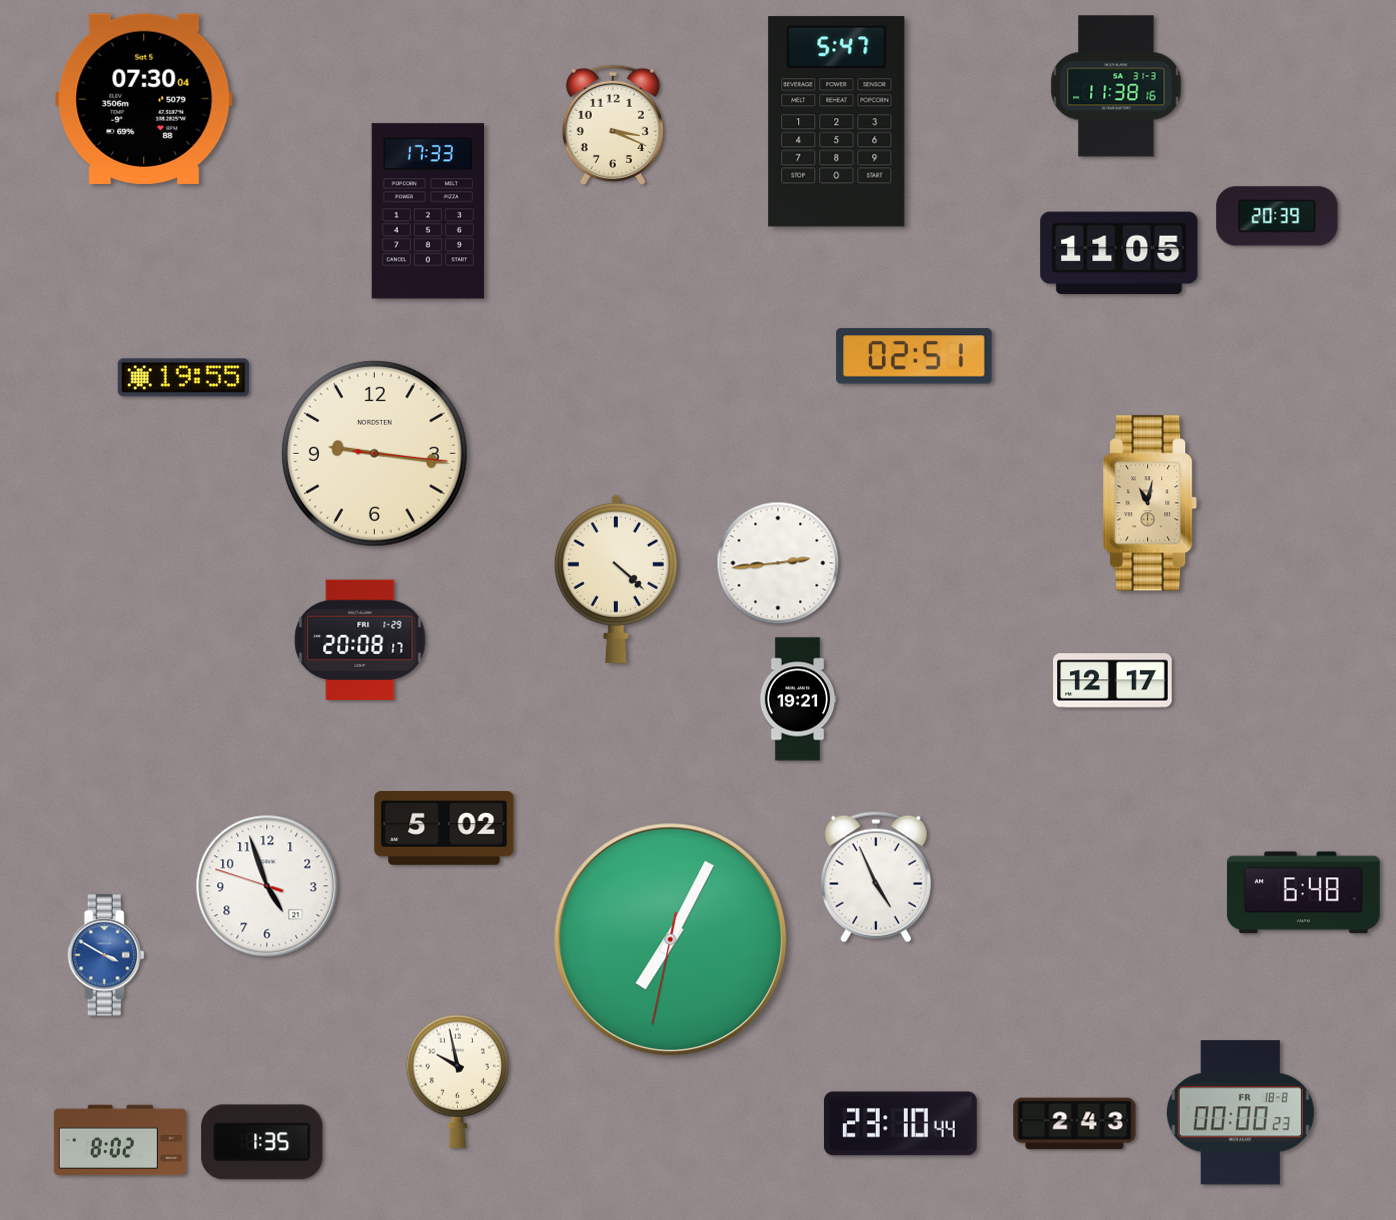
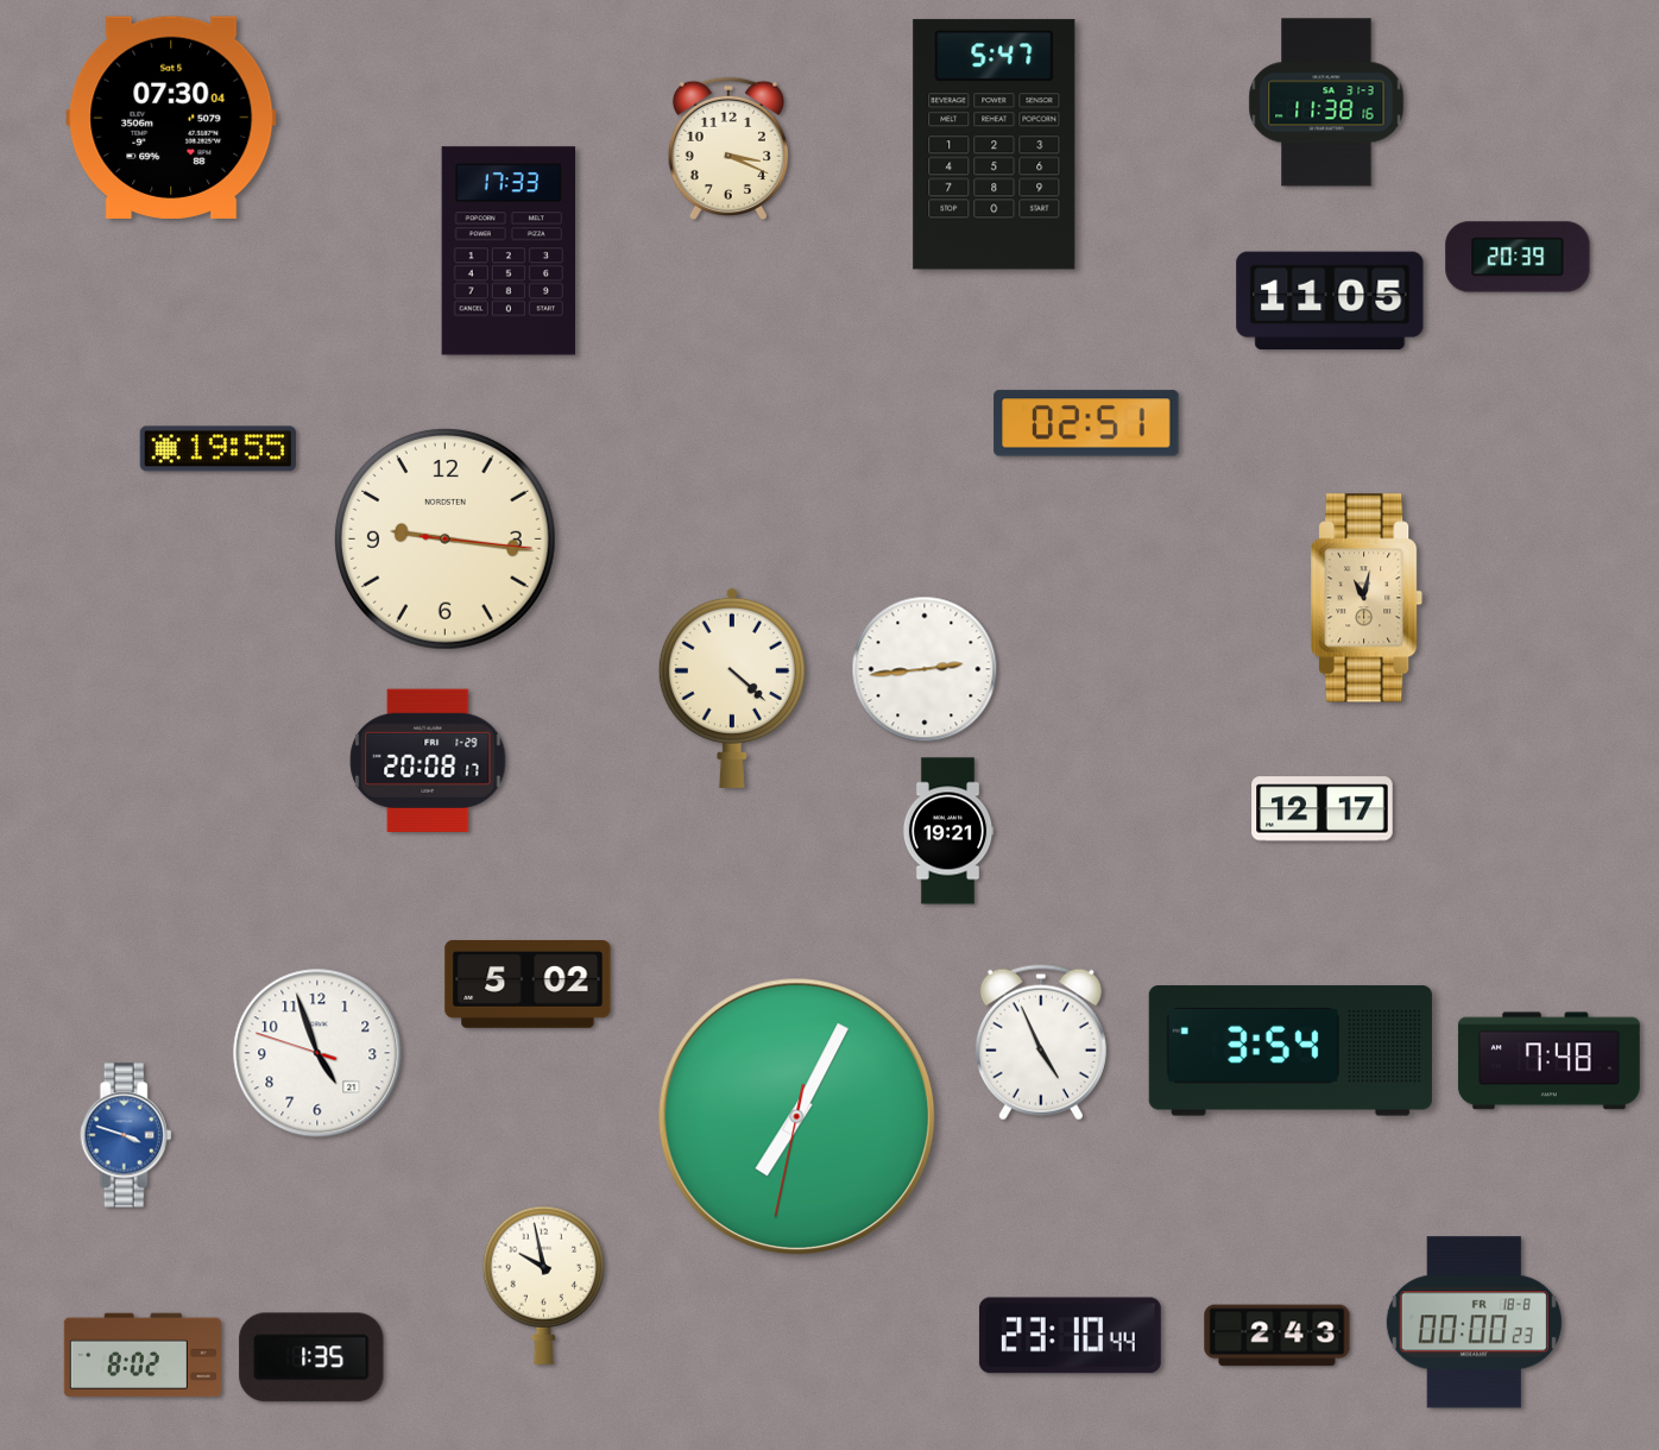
clock at (1291, 1051): none -> 3:54
clock at (1303, 893): 6:48 -> 7:48
clock at (106, 955): 3:50 -> 3:48
